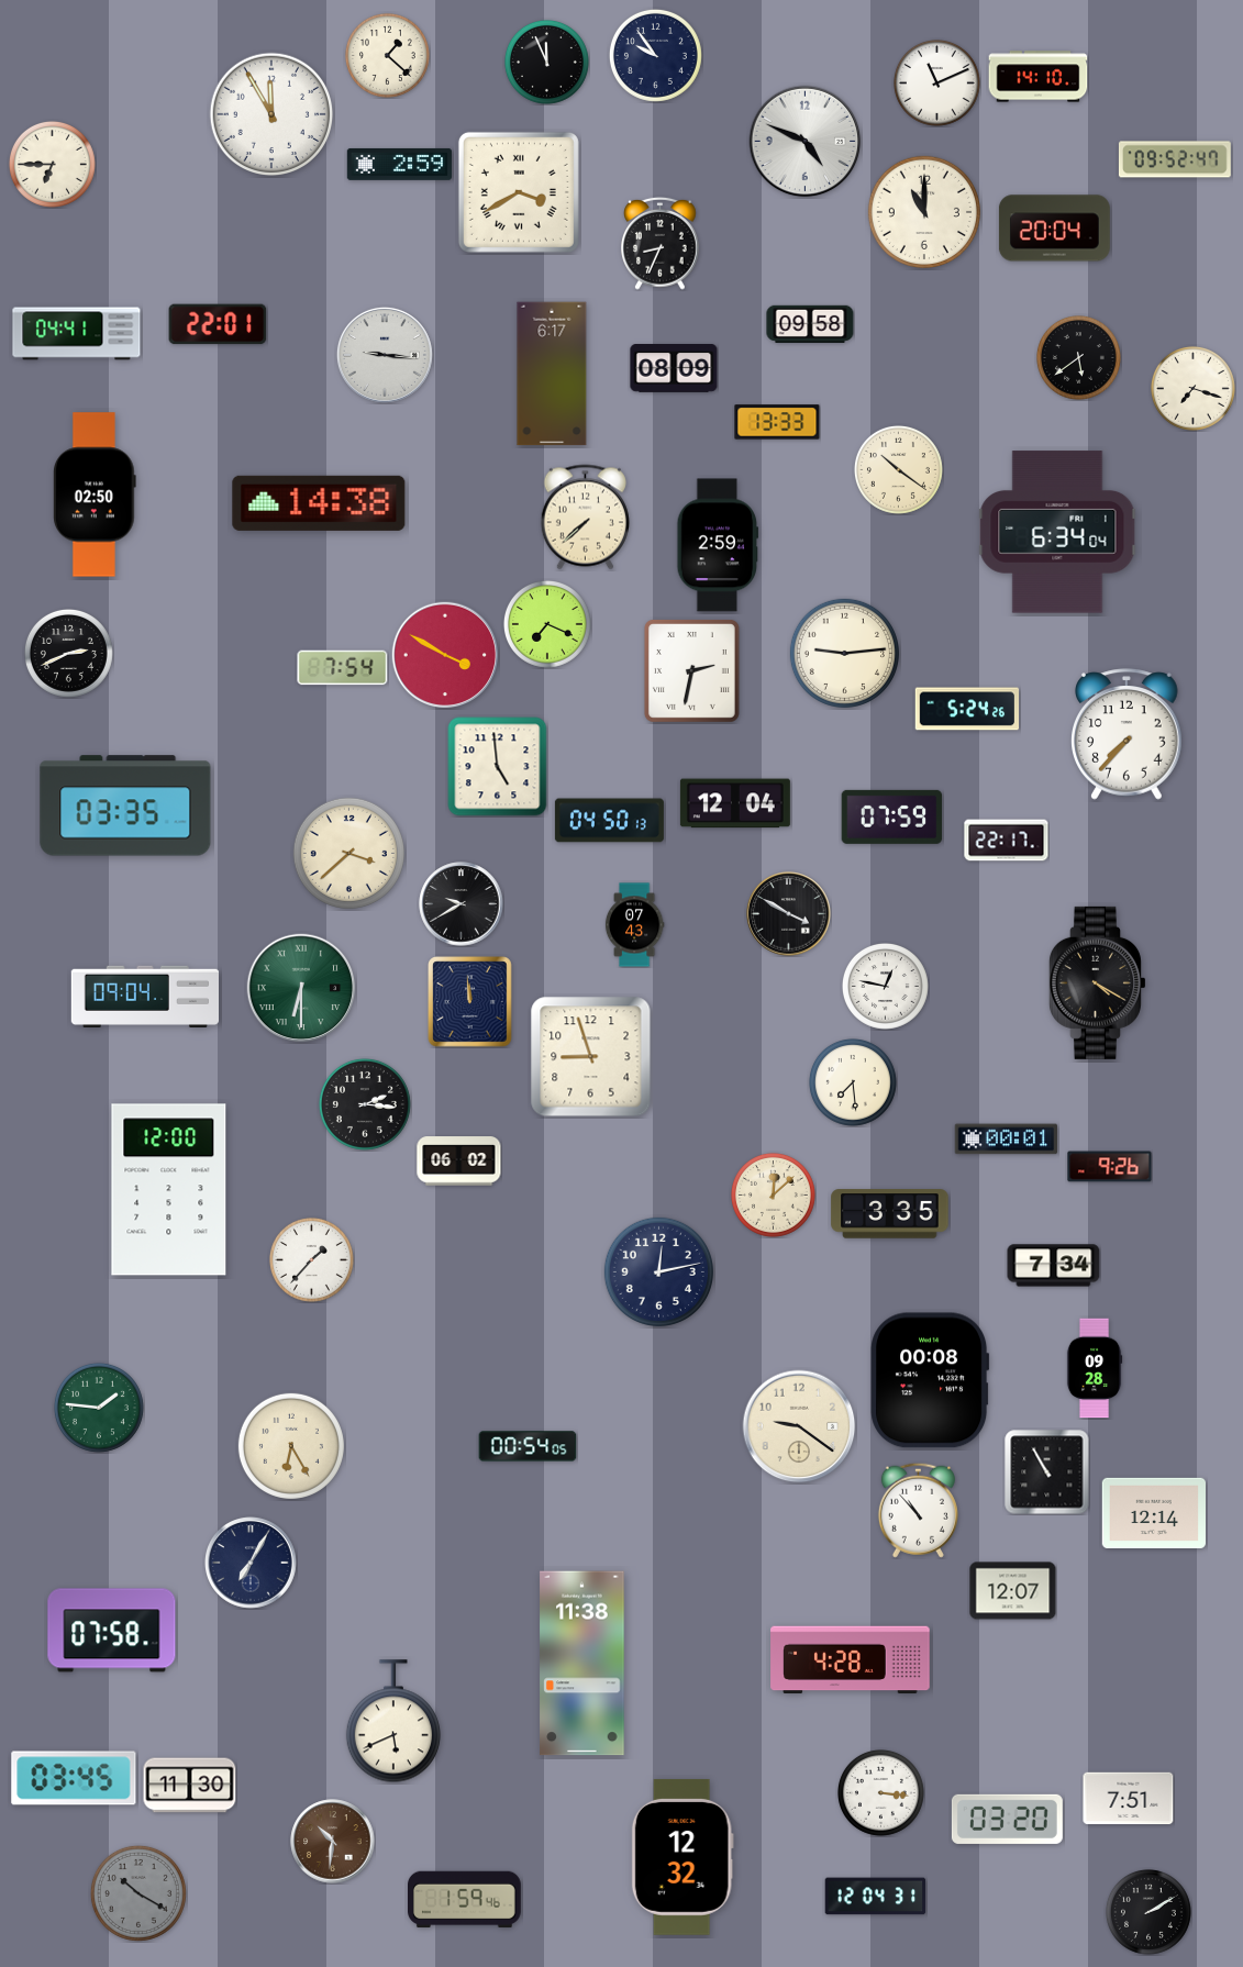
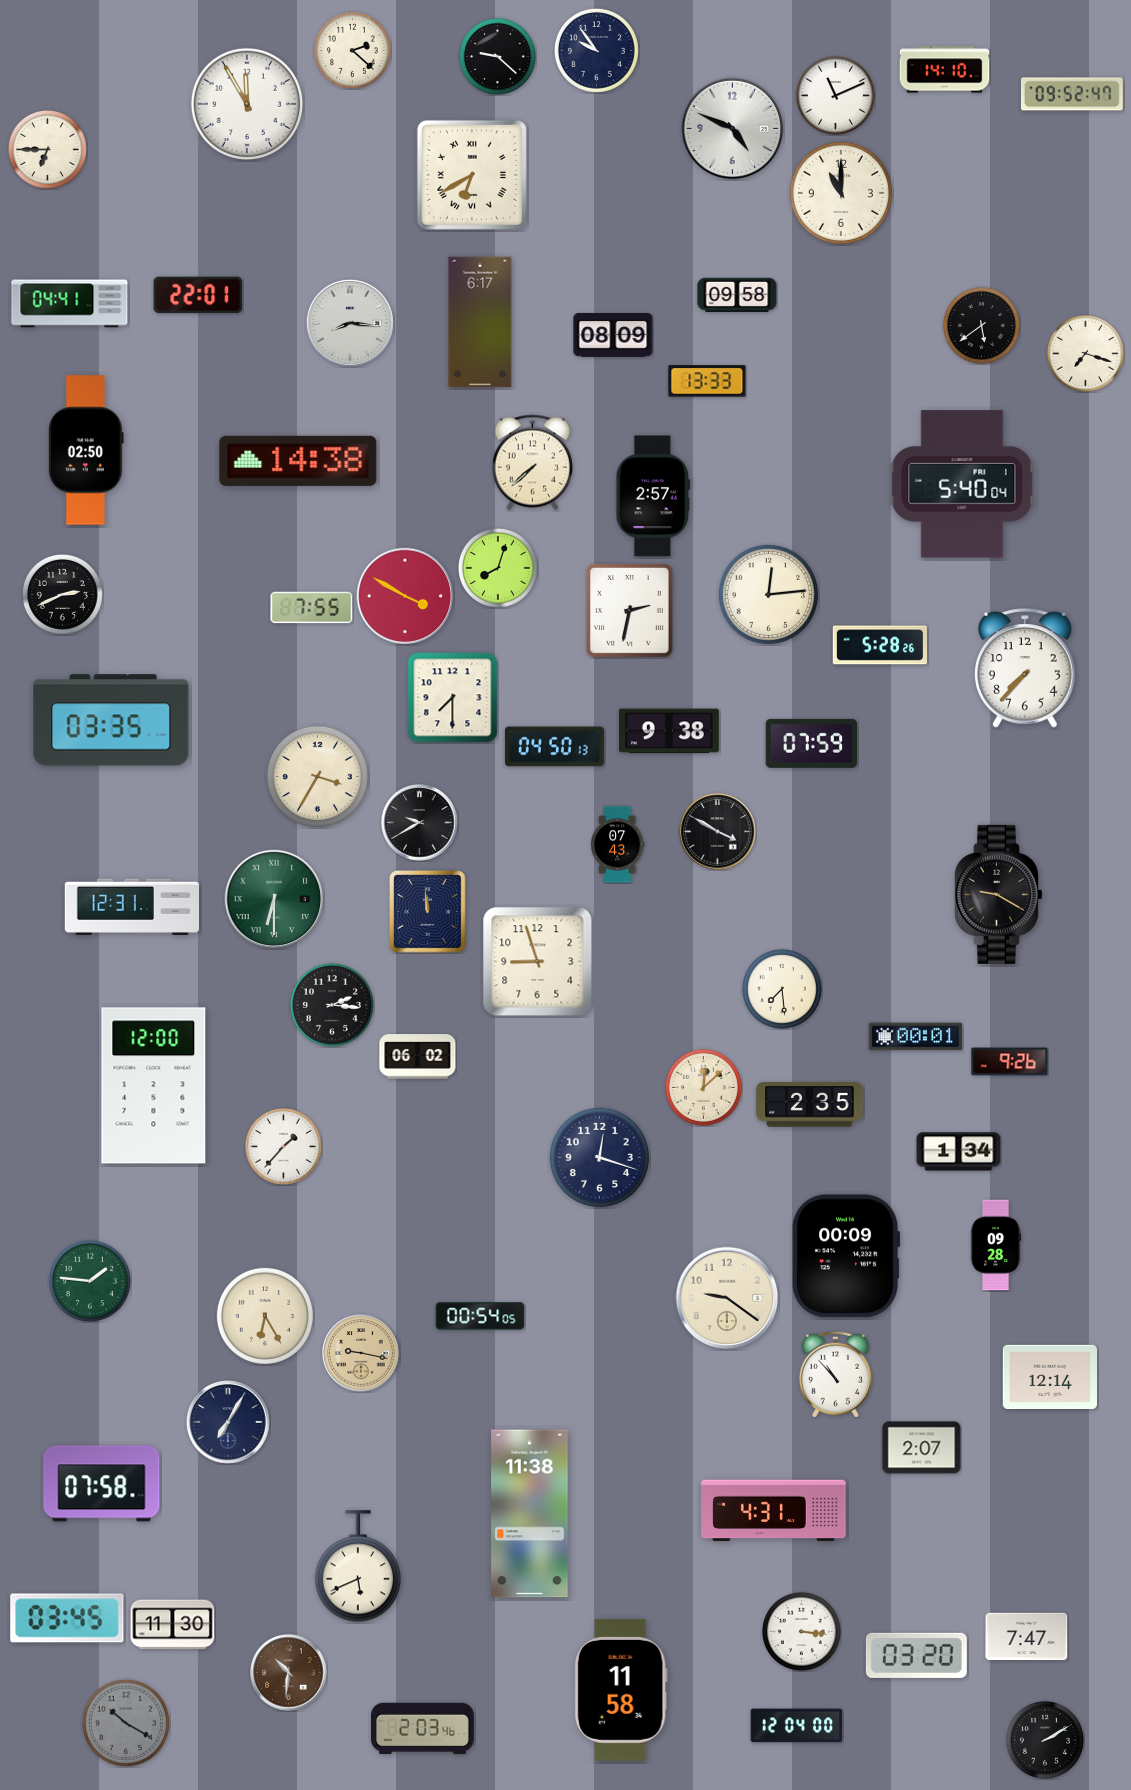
clock at (387, 55): 1:22 -> 2:22
clock at (546, 62): 11:56 -> 9:22
clock at (936, 82) position: (936, 82) -> (835, 95)
clock at (1175, 159) position: (1175, 159) -> (1072, 94)
clock at (399, 164): 2:59 -> none
clock at (519, 192): 3:40 -> 6:40
clock at (1054, 229): 20:04 -> none
clock at (661, 243): 8:34 -> none
clock at (385, 355): 9:16 -> 8:16
clock at (552, 374) position: (552, 374) -> (480, 322)
clock at (777, 422) position: (777, 422) -> (707, 381)
clock at (898, 469): 10:21 -> none
clock at (319, 503) position: (319, 503) -> (298, 461)
clock at (585, 518) position: (585, 518) -> (532, 463)
clock at (1057, 532): 6:34 -> 5:40
clock at (718, 545): 2:59 -> 2:57
clock at (547, 624): 7:19 -> 8:03
clock at (844, 653): 9:14 -> 12:14
clock at (343, 668): 7:54 -> 7:55
clock at (966, 709): 5:24 -> 5:28
clock at (498, 767): 4:59 -> 7:30
clock at (735, 803): 12:04 -> 9:38
clock at (125, 805) position: (125, 805) -> (111, 720)
clock at (1007, 841): 22:17 -> none
clock at (348, 853): 3:38 -> 3:35
clock at (634, 925) position: (634, 925) -> (617, 845)
clock at (1097, 982): 4:20 -> 9:20
clock at (885, 986): 12:47 -> none
clock at (144, 996): 09:04 -> 12:31
clock at (853, 1082) position: (853, 1082) -> (782, 989)
clock at (169, 1190) position: (169, 1190) -> (154, 1086)
clock at (890, 1214): 3:35 -> 2:35
clock at (1054, 1266): 7:34 -> 1:34
clock at (658, 1271): 12:13 -> 12:18
clock at (930, 1380): 00:08 -> 00:09
clock at (1047, 1473): 10:55 -> none
clock at (361, 1353): none -> 9:17
clock at (1013, 1591): 12:07 -> 2:07
clock at (851, 1660): 4:28 -> 4:31
clock at (1129, 1799): 7:51 -> 7:47
clock at (333, 1842) position: (333, 1842) -> (289, 1673)
clock at (682, 1857): 12:32 -> 11:58
clock at (876, 1897): 12:04:31 -> 12:04:00
clock at (465, 1900): 1:59 -> 2:03
